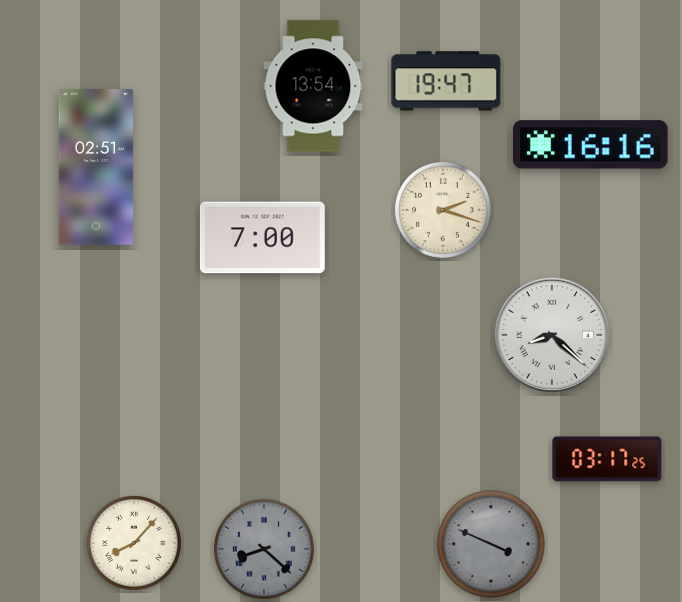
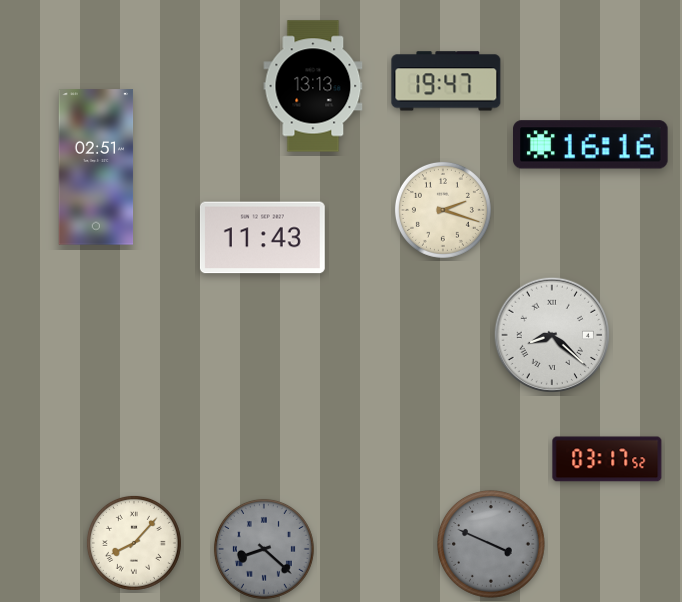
clock at (313, 86): 13:54 -> 13:13
clock at (262, 238): 7:00 -> 11:43
clock at (607, 459): 03:17:25 -> 03:17:52
